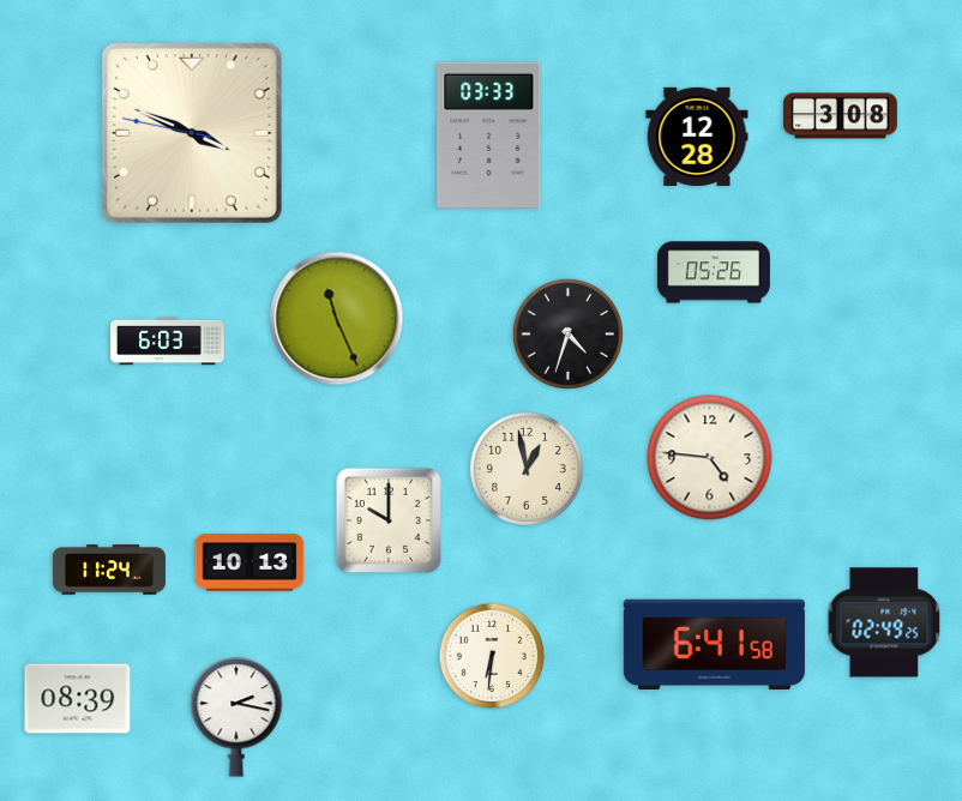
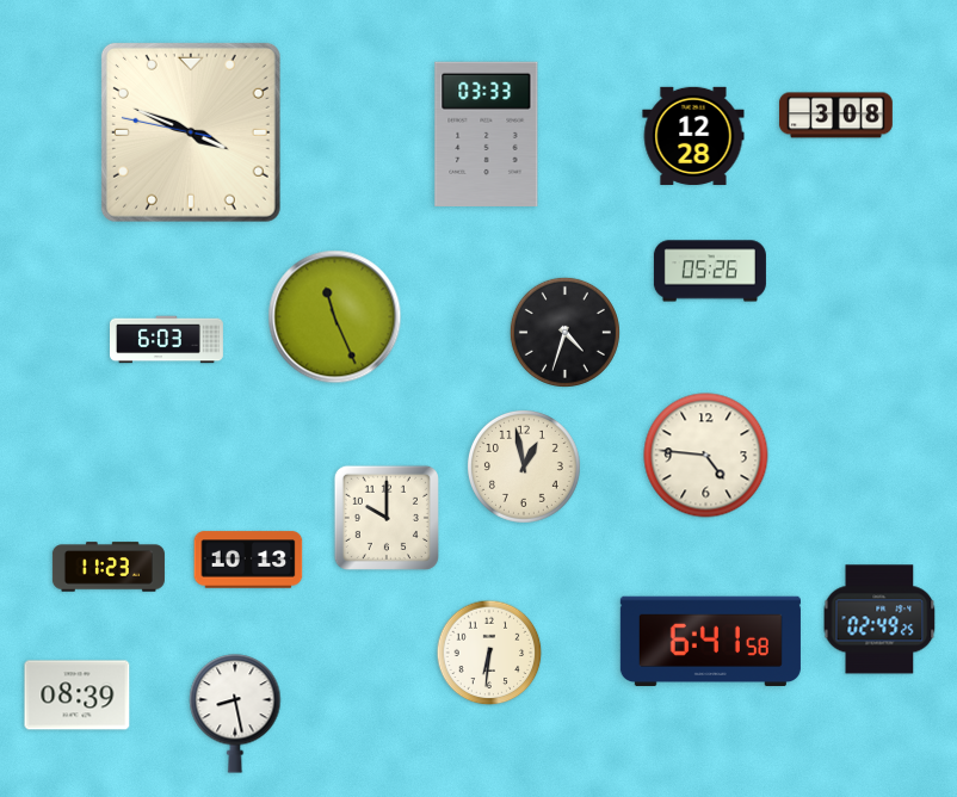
clock at (109, 570): 11:24 -> 11:23
clock at (236, 717): 2:17 -> 8:28
